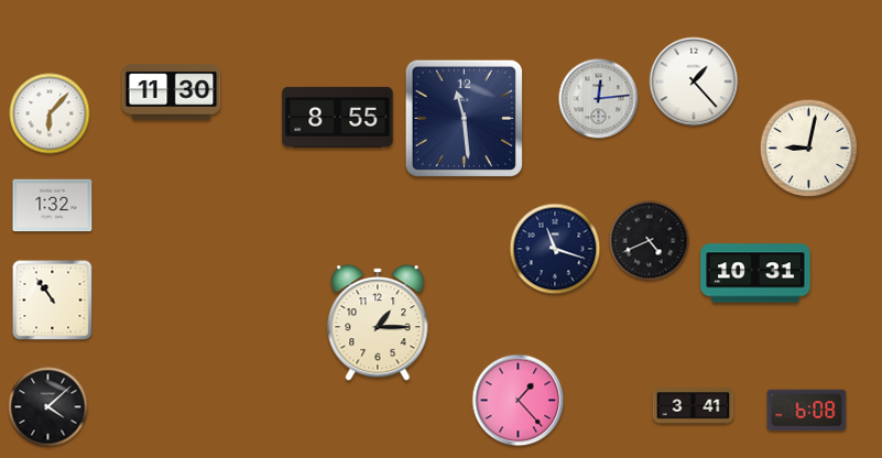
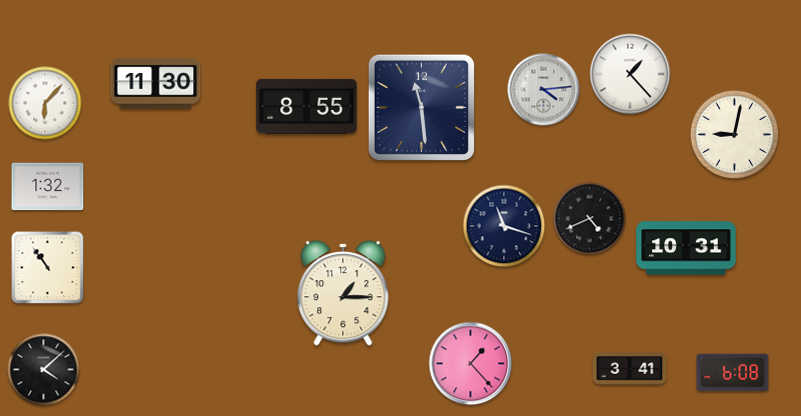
clock at (599, 99): 12:14 -> 4:14
clock at (53, 301) position: (53, 301) -> (48, 268)
